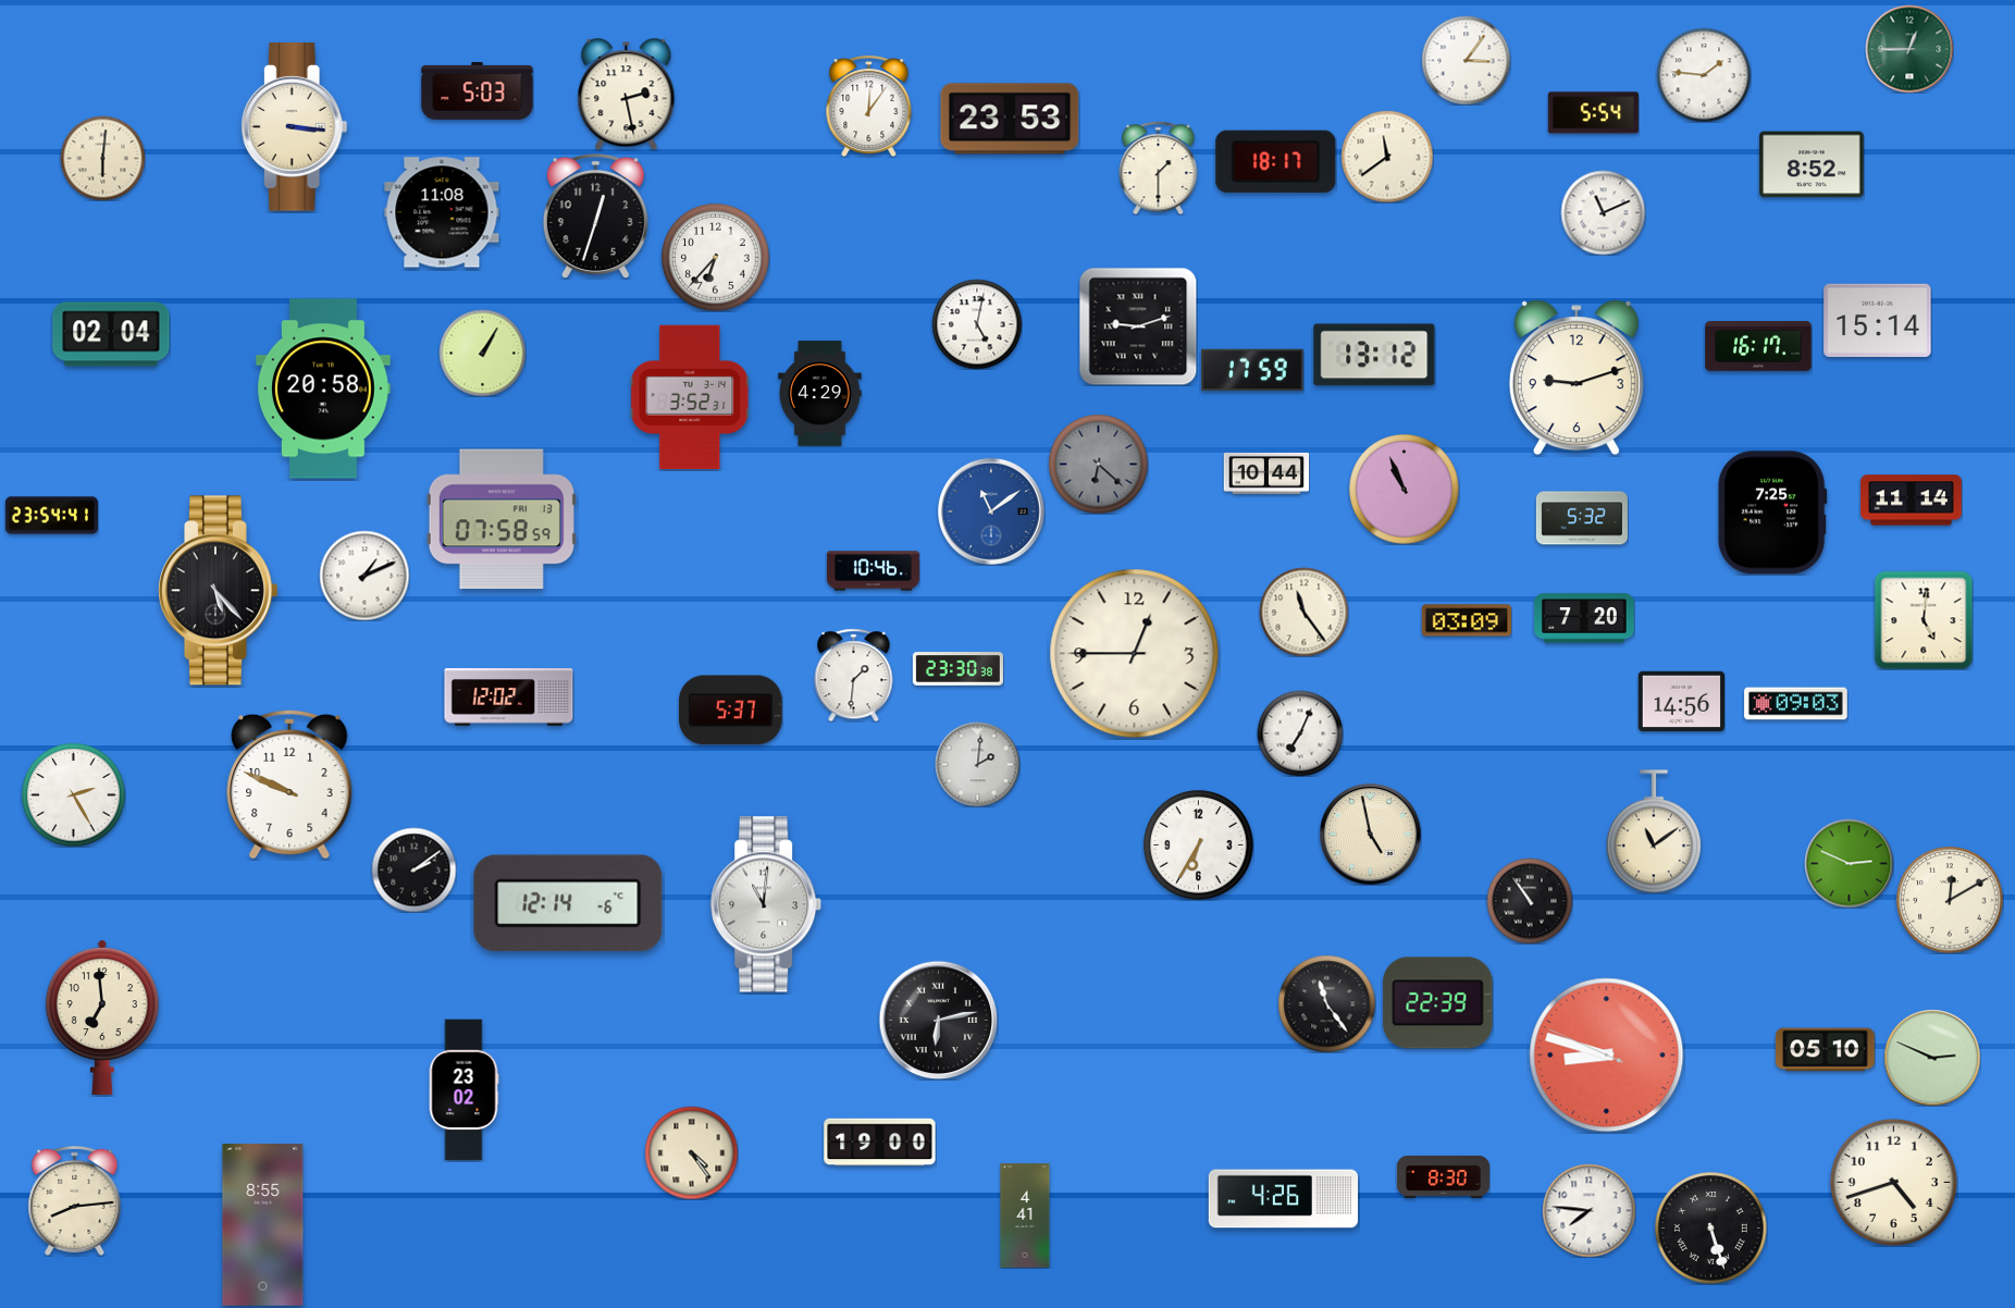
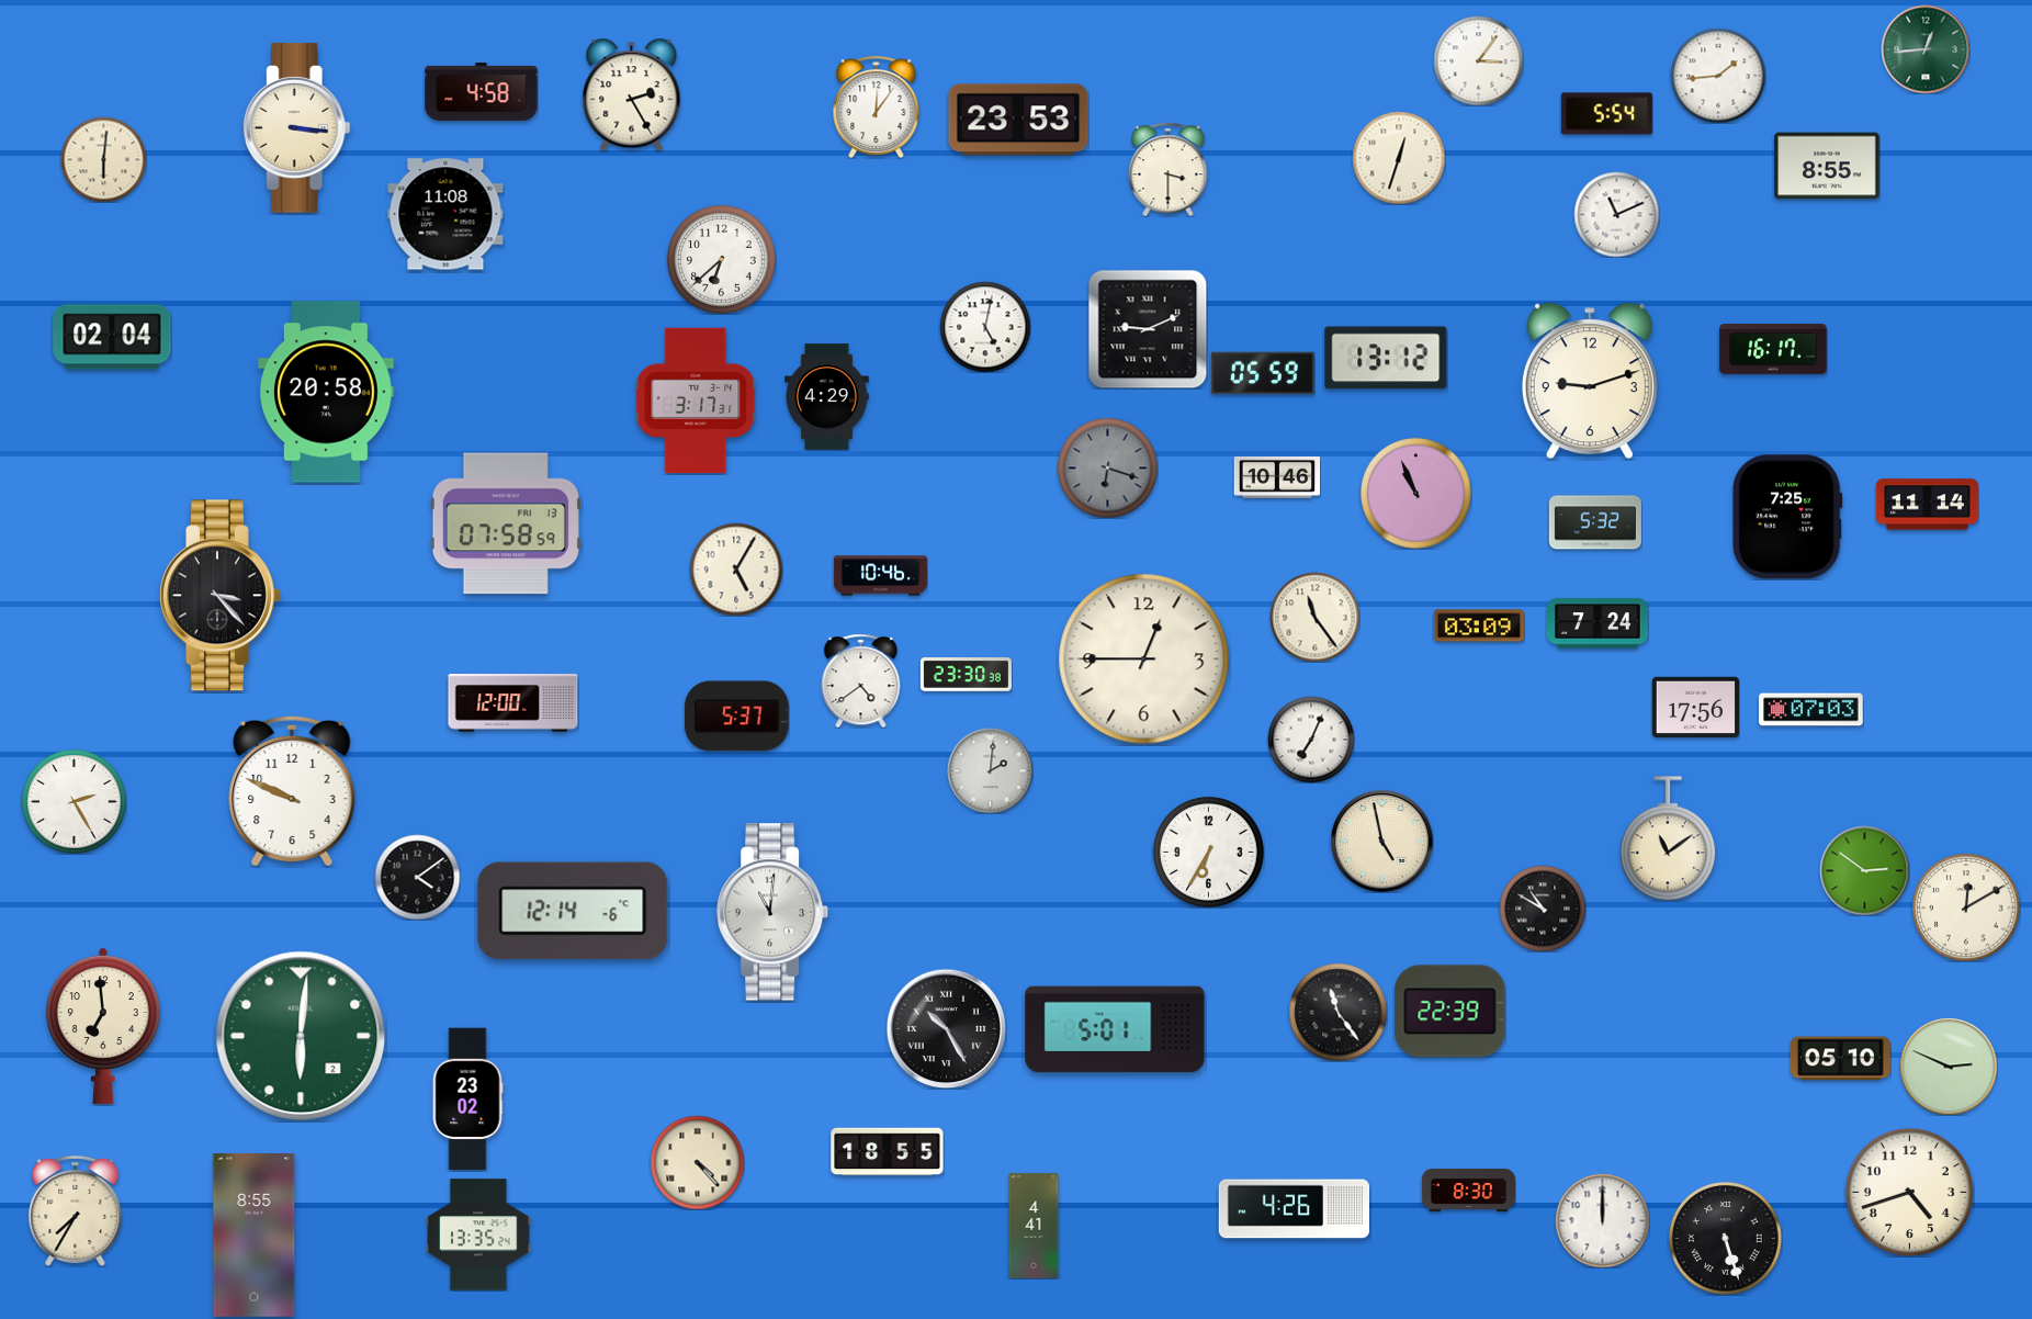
clock at (1909, 49): 12:45 -> 12:44
clock at (1704, 75): 1:46 -> 1:44
clock at (478, 91): 5:03 -> 4:58
clock at (627, 94): 2:28 -> 2:25
clock at (1387, 157): 11:39 -> 12:33
clock at (1276, 161): 18:17 -> none
clock at (1812, 164): 8:52 -> 8:55
clock at (1159, 168): 1:30 -> 3:30
clock at (595, 215): 12:33 -> none
clock at (716, 258): 6:37 -> 6:38
clock at (1878, 320): 15:14 -> none
clock at (1138, 326): 9:12 -> 9:11
clock at (482, 353): 1:05 -> none
clock at (1253, 369): 17:59 -> 05:59
clock at (690, 397): 3:52 -> 3:17
clock at (1098, 464): 6:22 -> 6:18
clock at (1266, 473): 10:44 -> 10:46
clock at (991, 511): 11:09 -> none
clock at (51, 516): 23:54 -> none
clock at (736, 570): none -> 5:05
clock at (364, 576): 1:11 -> none
clock at (219, 591): 5:23 -> 3:23
clock at (1585, 618): 7:20 -> 7:24
clock at (1924, 620): 5:01 -> none
clock at (854, 675): 1:31 -> 4:39
clock at (509, 698): 12:02 -> 12:00
clock at (1681, 702): 14:56 -> 17:56
clock at (1796, 704): 09:03 -> 07:03
clock at (977, 764) position: (977, 764) -> (990, 770)
clock at (1849, 863): 2:49 -> 2:51
clock at (413, 869): 2:09 -> 4:09
clock at (1530, 901): 10:54 -> 10:50
clock at (938, 1020): 6:13 -> 10:25
clock at (1115, 1029): none -> 5:01
clock at (301, 1036): none -> 6:01
clock at (1607, 1056): 8:47 -> none
clock at (880, 1143): 19:00 -> 18:55
clock at (691, 1152): 4:24 -> 4:23
clock at (1443, 1176) position: (1443, 1176) -> (1468, 1190)
clock at (75, 1200): 8:14 -> 7:35
clock at (1588, 1210): 7:46 -> 12:00
clock at (478, 1235): none -> 13:35
clock at (263, 1225) position: (263, 1225) -> (255, 1236)
